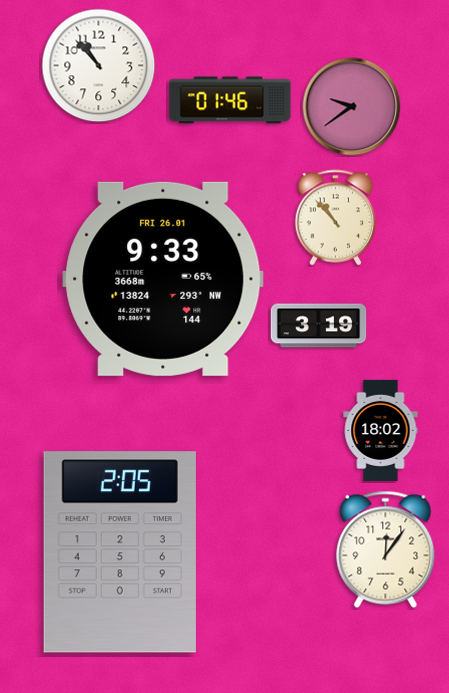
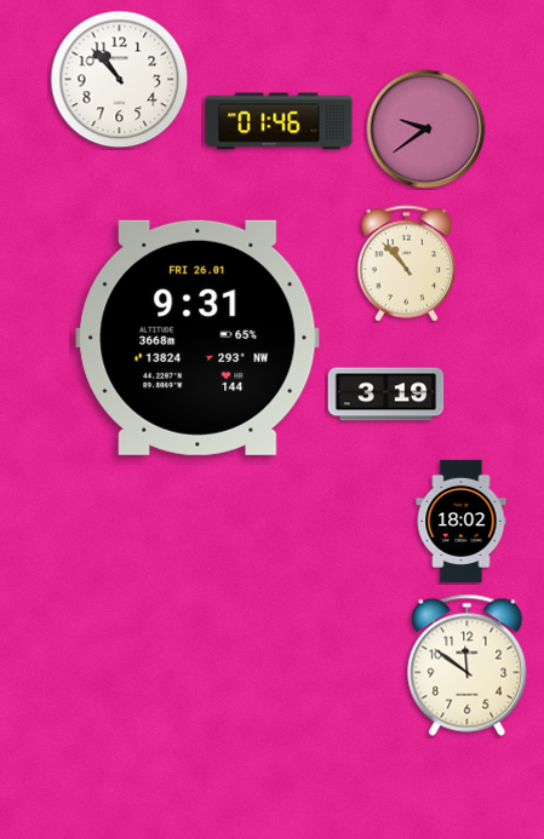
clock at (163, 279): 9:33 -> 9:31
clock at (386, 549): 12:06 -> 11:51
clock at (120, 552): 2:05 -> none
